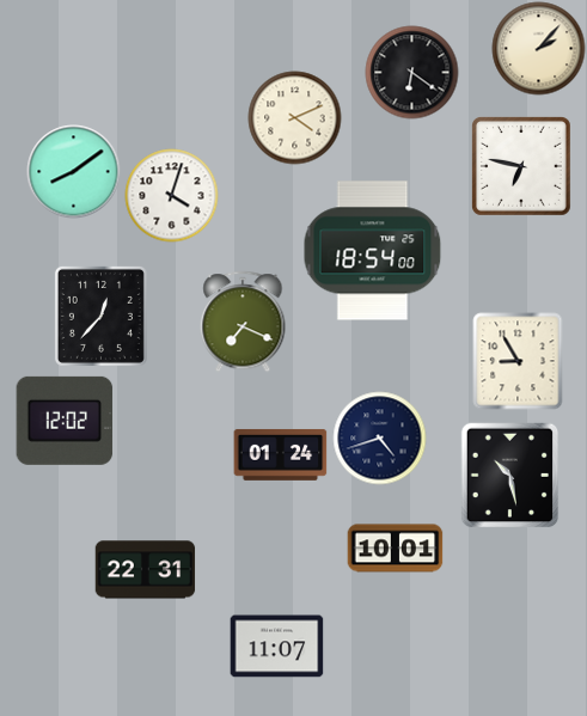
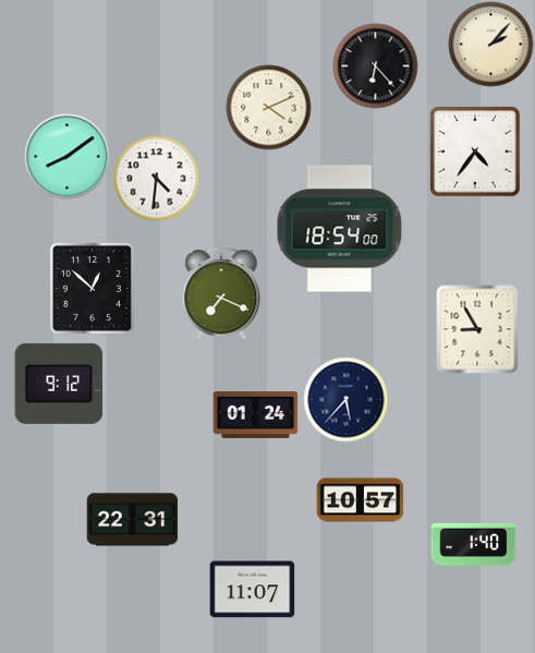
clock at (411, 72): 6:21 -> 6:23
clock at (521, 166): 6:47 -> 4:36
clock at (171, 195): 4:03 -> 4:31
clock at (100, 316): 12:37 -> 12:52
clock at (518, 361) position: (518, 361) -> (477, 329)
clock at (65, 421): 12:02 -> 9:12
clock at (379, 437): 4:42 -> 5:37
clock at (510, 475): 10:28 -> none
clock at (395, 549): 10:01 -> 10:57
clock at (473, 544): none -> 1:40
